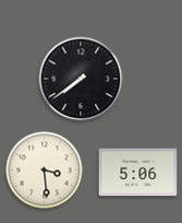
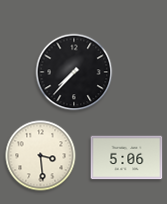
clock at (81, 79): 7:39 -> 7:37
